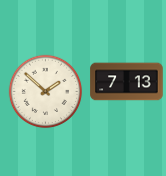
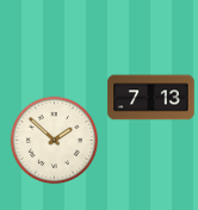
clock at (46, 92) position: (46, 92) -> (55, 141)
